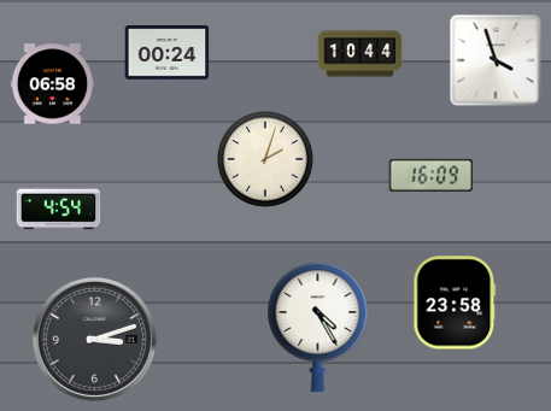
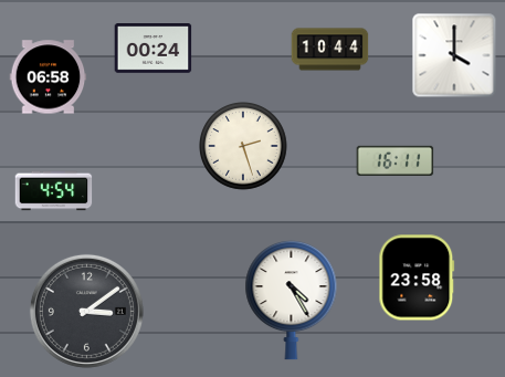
clock at (496, 60): 3:57 -> 4:00
clock at (266, 160): 2:03 -> 2:27
clock at (432, 175): 16:09 -> 16:11
clock at (94, 339): 3:12 -> 3:09
